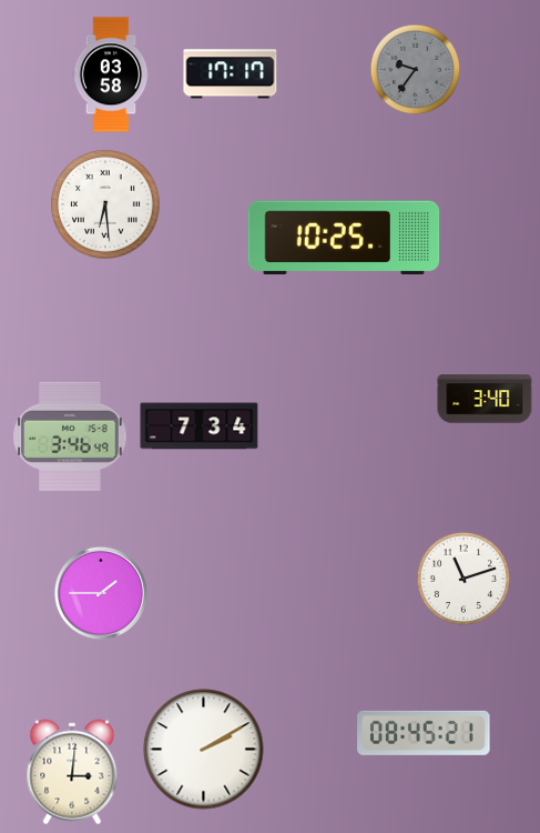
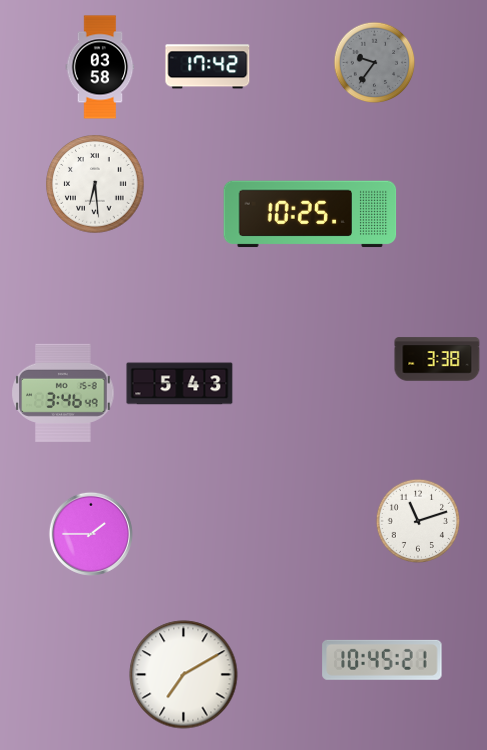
clock at (231, 74): 17:17 -> 17:42
clock at (485, 399): 3:40 -> 3:38
clock at (200, 426): 7:34 -> 5:43
clock at (424, 733): 08:45 -> 10:45
clock at (204, 750): 2:10 -> 7:10
clock at (72, 772): 3:01 -> none
